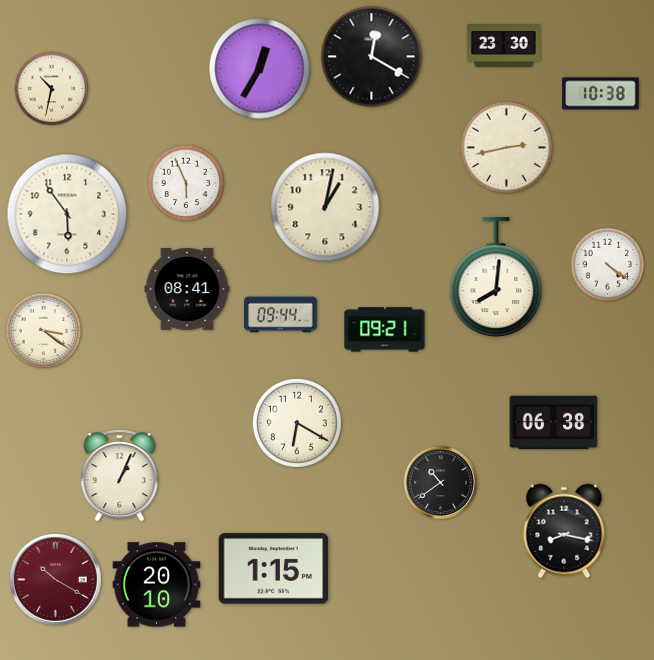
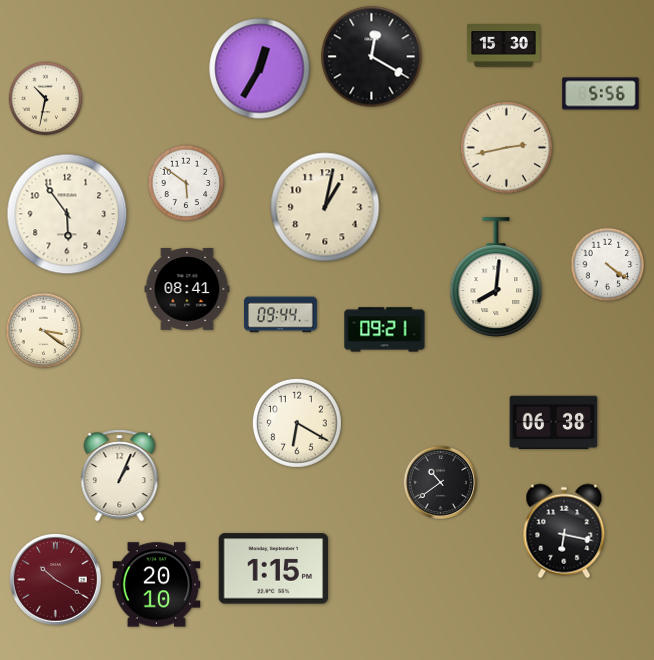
clock at (503, 46): 23:30 -> 15:30
clock at (52, 89) position: (52, 89) -> (46, 99)
clock at (601, 94): 10:38 -> 5:56
clock at (186, 183): 5:56 -> 5:51
clock at (564, 531): 8:17 -> 6:17
